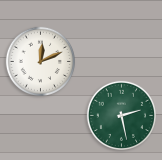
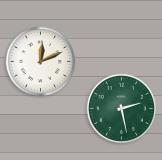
clock at (121, 115) position: (121, 115) -> (121, 108)
